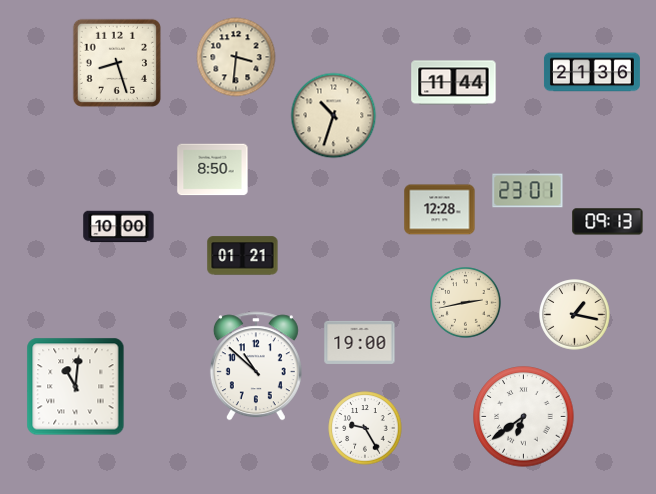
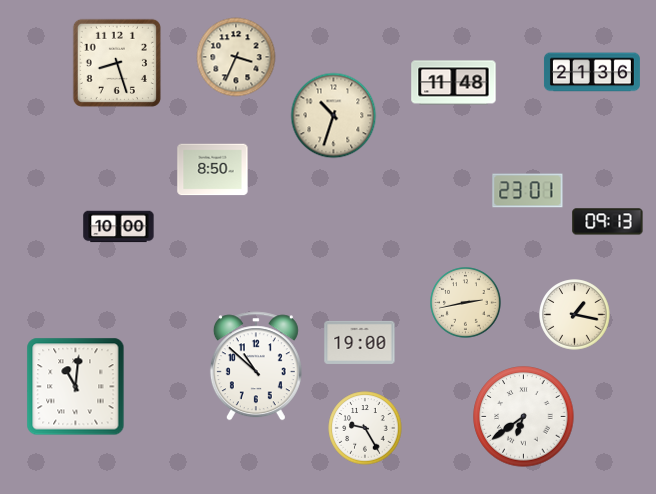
clock at (236, 57): 3:31 -> 3:34
clock at (454, 83): 11:44 -> 11:48
clock at (440, 210): 12:28 -> none
clock at (243, 256): 01:21 -> none
